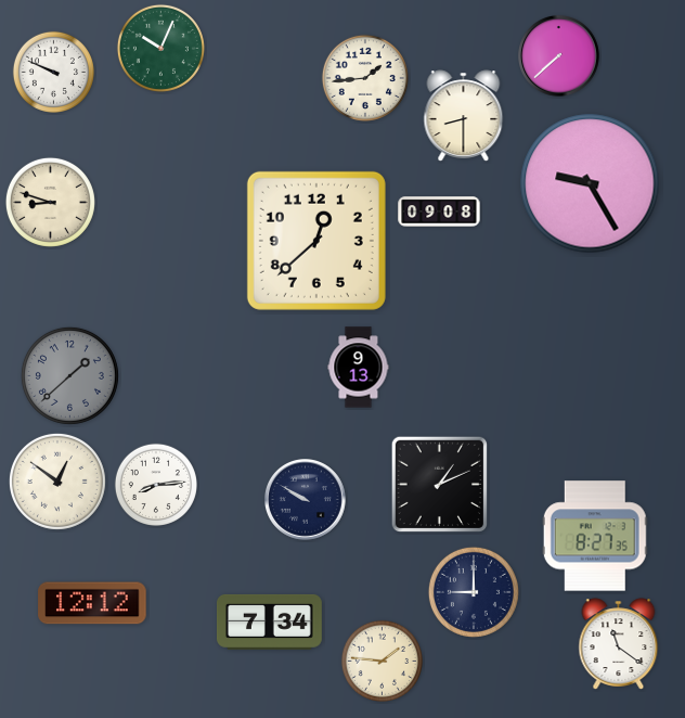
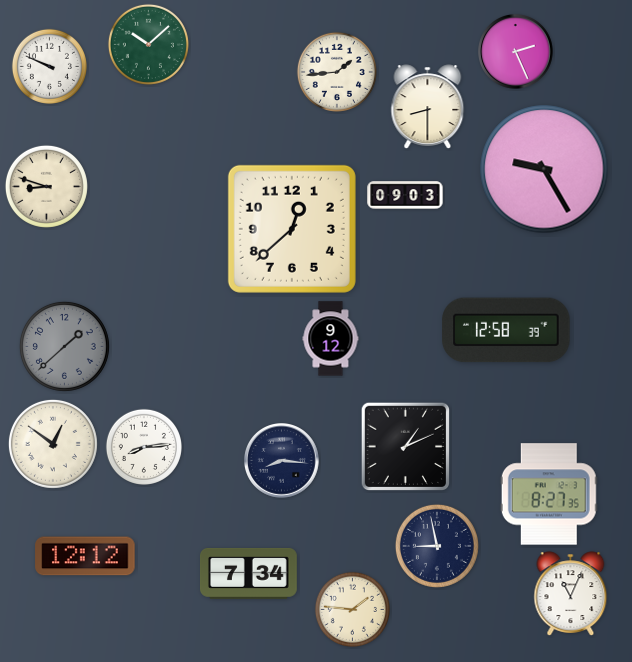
clock at (160, 48): 10:04 -> 10:08
clock at (559, 56): 7:38 -> 2:26
clock at (439, 211): 09:08 -> 09:03
clock at (316, 241) position: (316, 241) -> (292, 229)
clock at (506, 330): none -> 12:58
clock at (359, 368): 9:13 -> 9:12
clock at (306, 500): 9:50 -> 8:16
clock at (474, 592): 9:00 -> 8:58
clock at (619, 644): 11:21 -> 11:04
